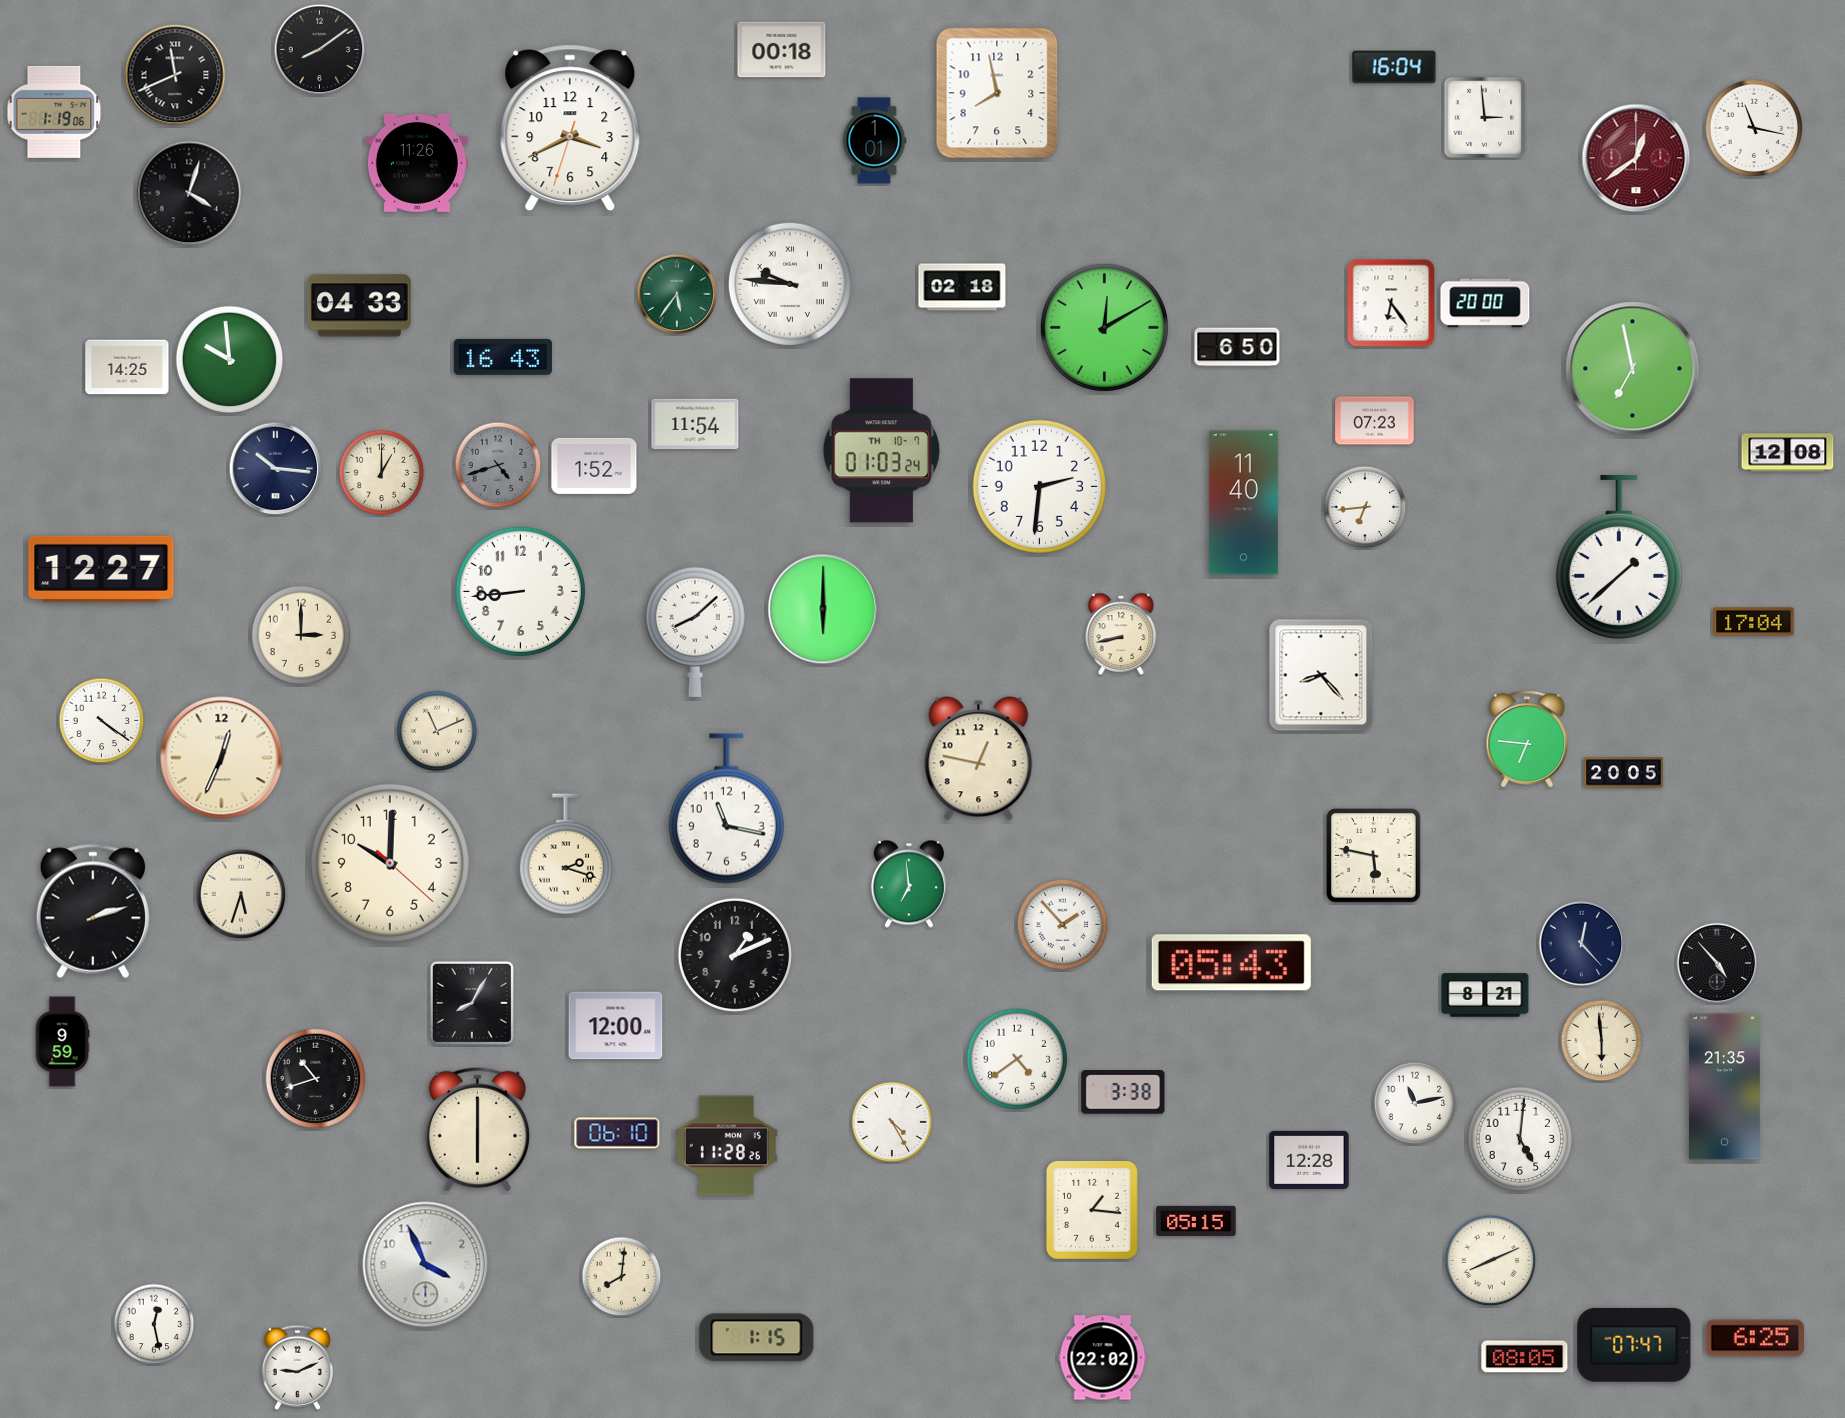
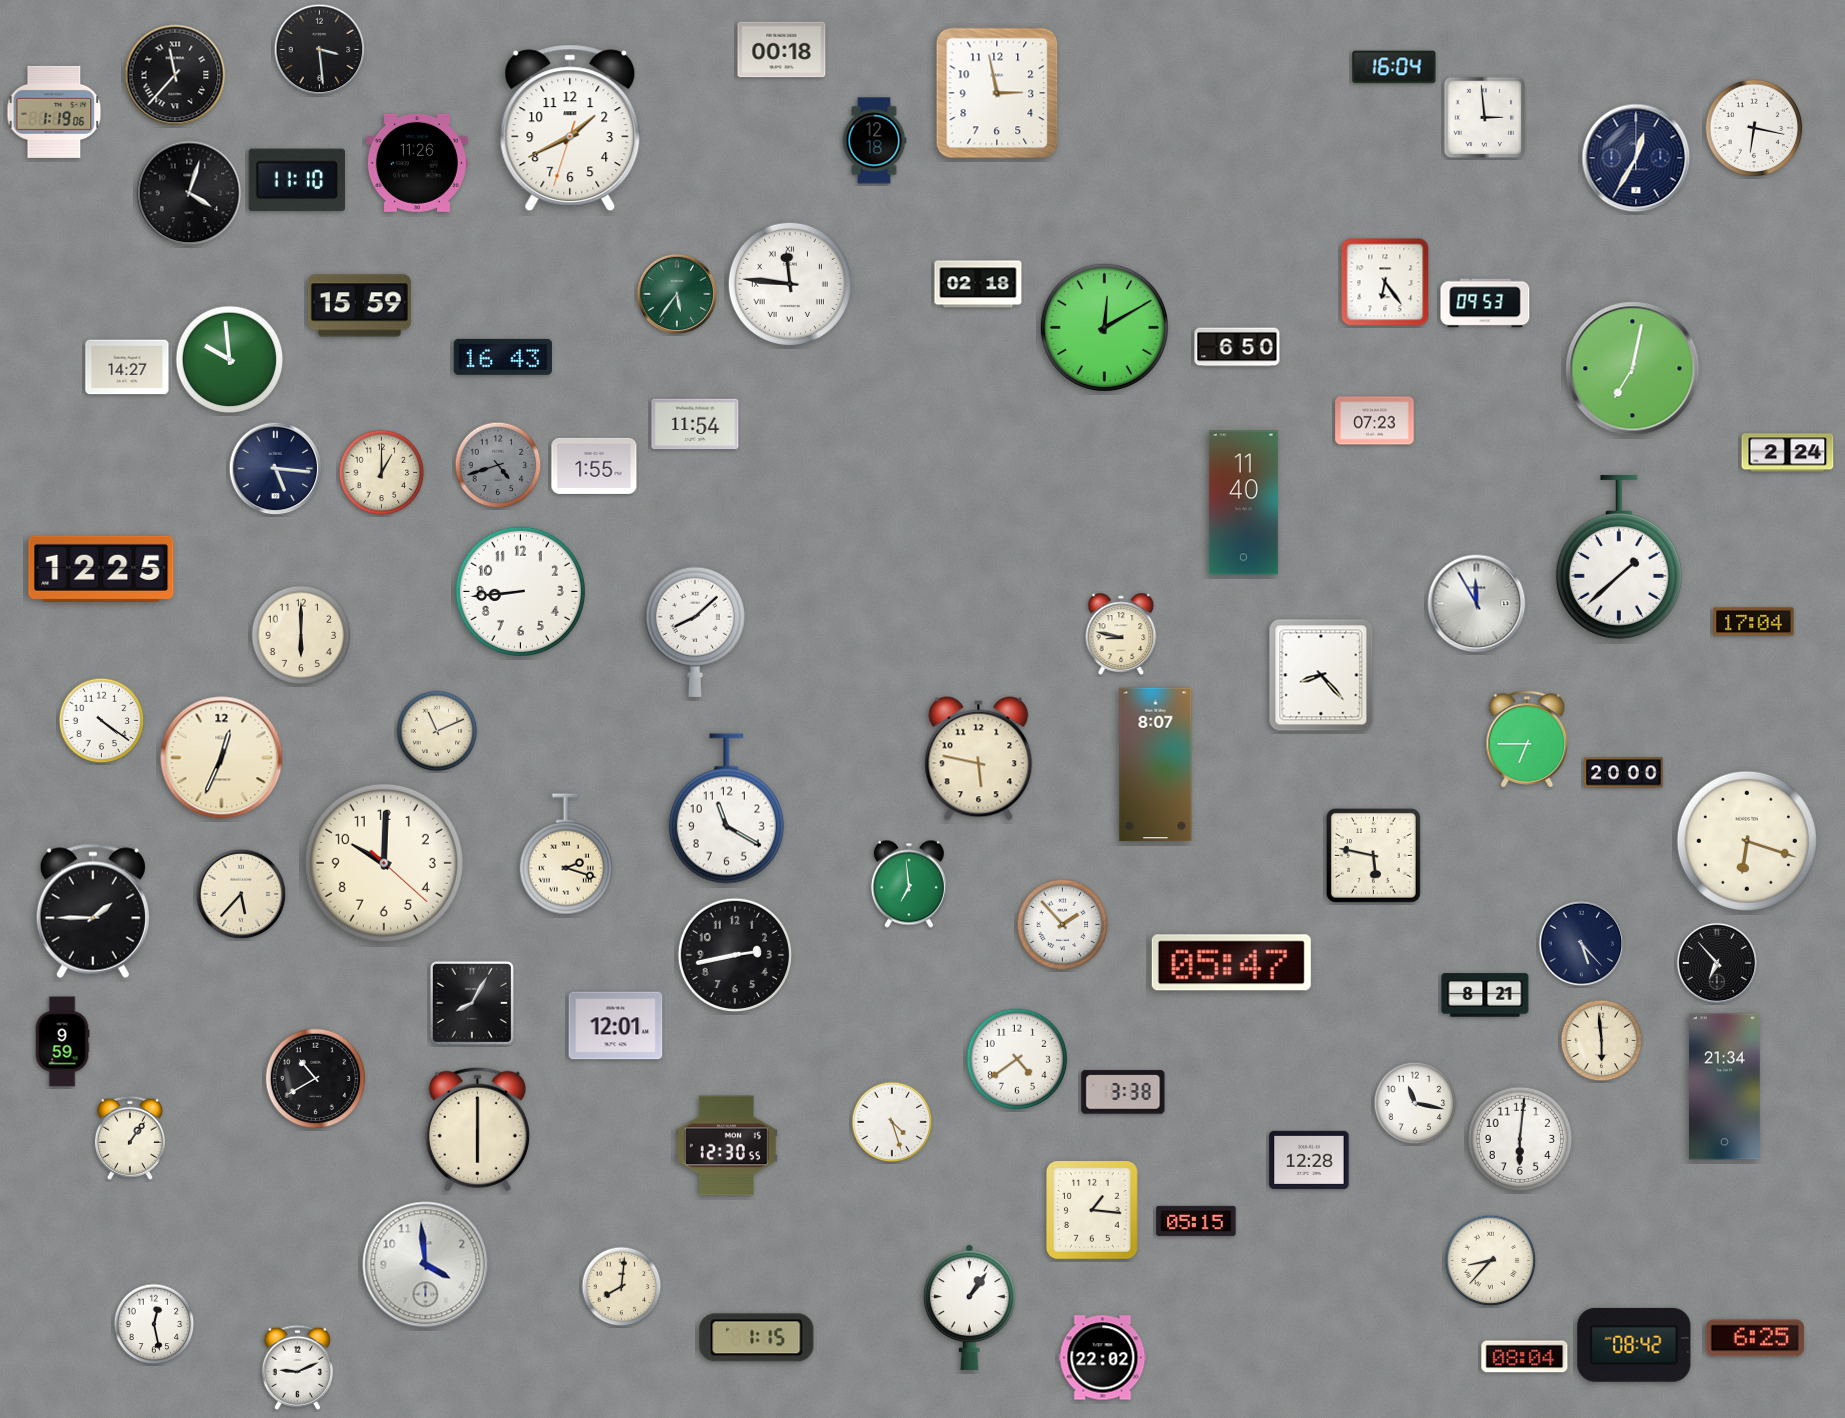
clock at (320, 50): 8:09 -> 3:29
clock at (175, 75): 11:41 -> 11:37
clock at (997, 93): 7:58 -> 2:58
clock at (570, 128): 3:40 -> 1:40
clock at (1754, 128): 11:17 -> 6:17
clock at (874, 141): 1:01 -> 12:18
clock at (1636, 158): 12:39 -> 12:35
clock at (1636, 158) dial: burgundy -> navy
clock at (296, 180): none -> 11:10
clock at (790, 284): 9:46 -> 11:46
clock at (962, 287) position: (962, 287) -> (978, 284)
clock at (1391, 303) position: (1391, 303) -> (1385, 282)
clock at (1485, 303): 20:00 -> 09:53
clock at (359, 306): 04:33 -> 15:59
clock at (127, 367): 14:25 -> 14:27
clock at (1633, 369): 6:58 -> 7:02
clock at (881, 451): 01:03 -> none
clock at (1788, 453): 12:08 -> 2:24
clock at (594, 466): 1:52 -> 1:55
clock at (276, 469): 10:16 -> 5:16
clock at (1039, 486): 2:31 -> none
clock at (1365, 507): 6:44 -> none
clock at (101, 569): 12:27 -> 12:25
clock at (1477, 604): none -> 11:55
clock at (823, 609): 6:00 -> none
clock at (1121, 633): 8:43 -> 8:47
clock at (301, 635): 3:00 -> 6:00
clock at (1527, 739): 6:46 -> 6:45
clock at (979, 759): 12:47 -> 5:47
clock at (1156, 765): none -> 8:07
clock at (1624, 773): 20:05 -> 20:00
clock at (726, 809): 11:17 -> 11:20
clock at (1747, 841): none -> 6:18
clock at (390, 863) position: (390, 863) -> (384, 863)
clock at (241, 894): 5:33 -> 5:37
clock at (93, 911): 2:12 -> 1:45
clock at (1582, 944): 12:23 -> 5:23
clock at (734, 954): 1:11 -> 2:43
clock at (1231, 963): 05:43 -> 05:47
clock at (1717, 963): 4:53 -> 6:53
clock at (616, 1026): 12:00 -> 12:01
clock at (316, 1079): 10:42 -> 10:40
clock at (1724, 1087): 21:35 -> 21:34
clock at (1415, 1103): 11:13 -> 11:17
clock at (892, 1122): 4:25 -> 4:27
clock at (617, 1133): 06:10 -> none
clock at (130, 1138): none -> 1:06
clock at (1520, 1139): 5:01 -> 6:01
clock at (726, 1146): 11:28 -> 12:30
clock at (1491, 1261): 8:11 -> 8:37
clock at (426, 1265): 3:56 -> 3:59
clock at (622, 1277) position: (622, 1277) -> (622, 1287)
clock at (969, 1308): none -> 1:06
clock at (1634, 1345): 07:47 -> 08:42
clock at (1525, 1357): 08:05 -> 08:04
